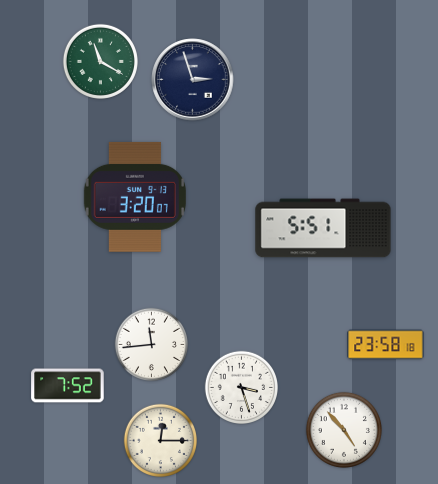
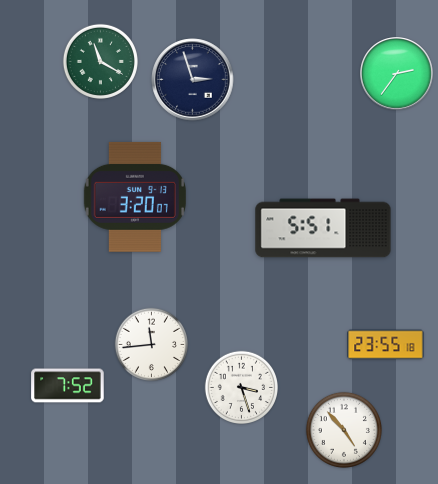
clock at (397, 74): none -> 2:36
clock at (386, 345): 23:58 -> 23:55
clock at (160, 440): 12:15 -> none
